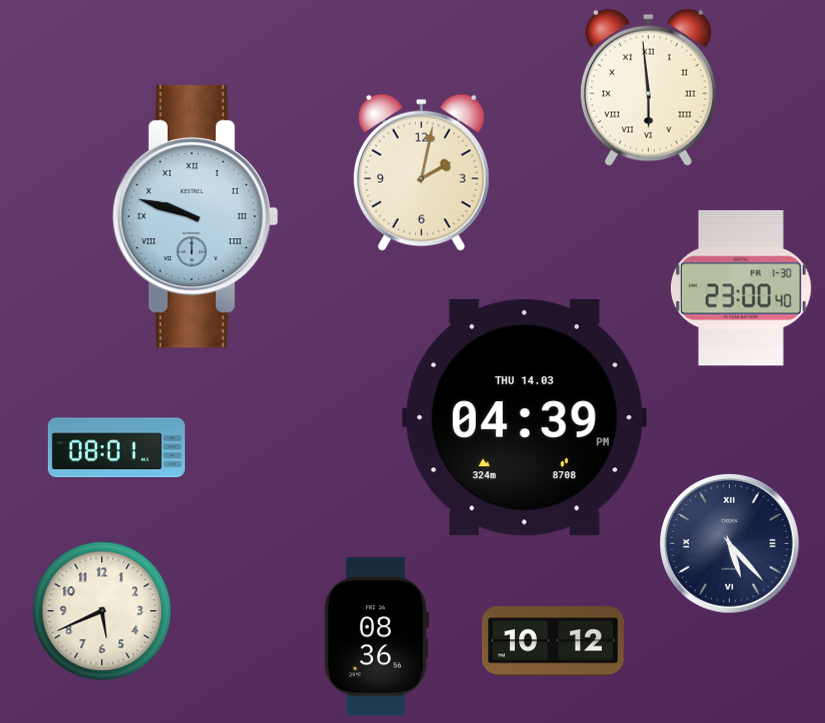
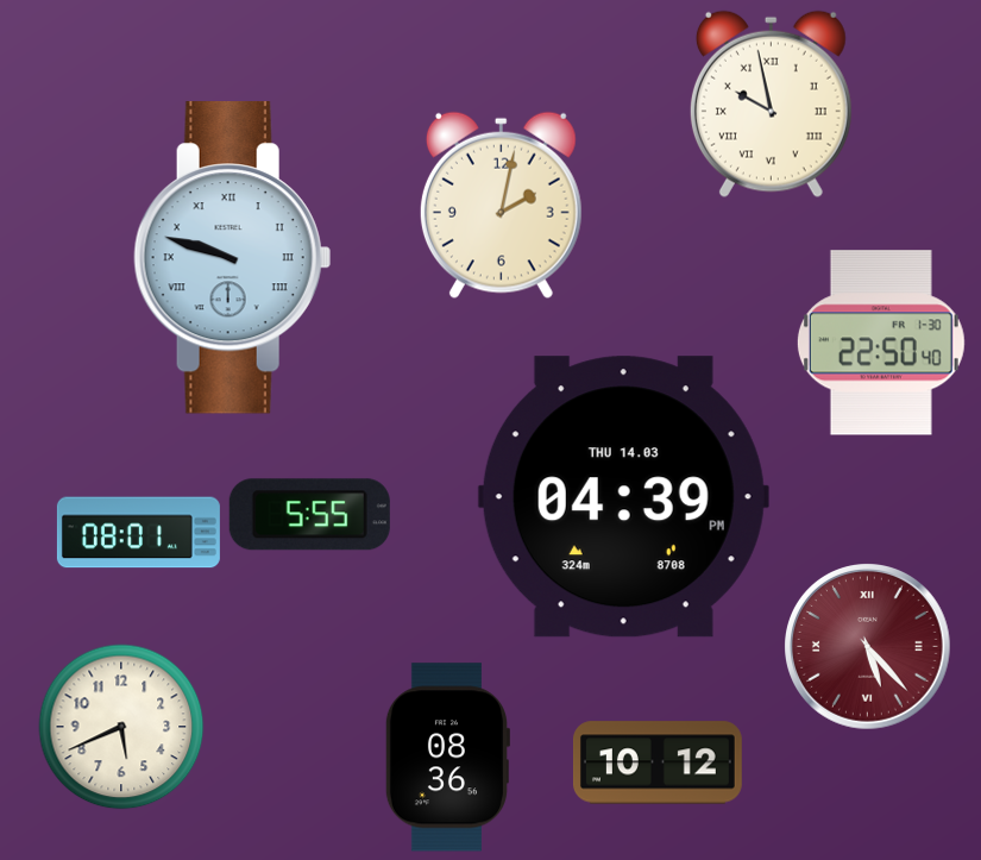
clock at (648, 87): 5:59 -> 9:58
clock at (741, 288): 23:00 -> 22:50
clock at (309, 515): none -> 5:55
clock at (730, 544) dial: navy -> burgundy
